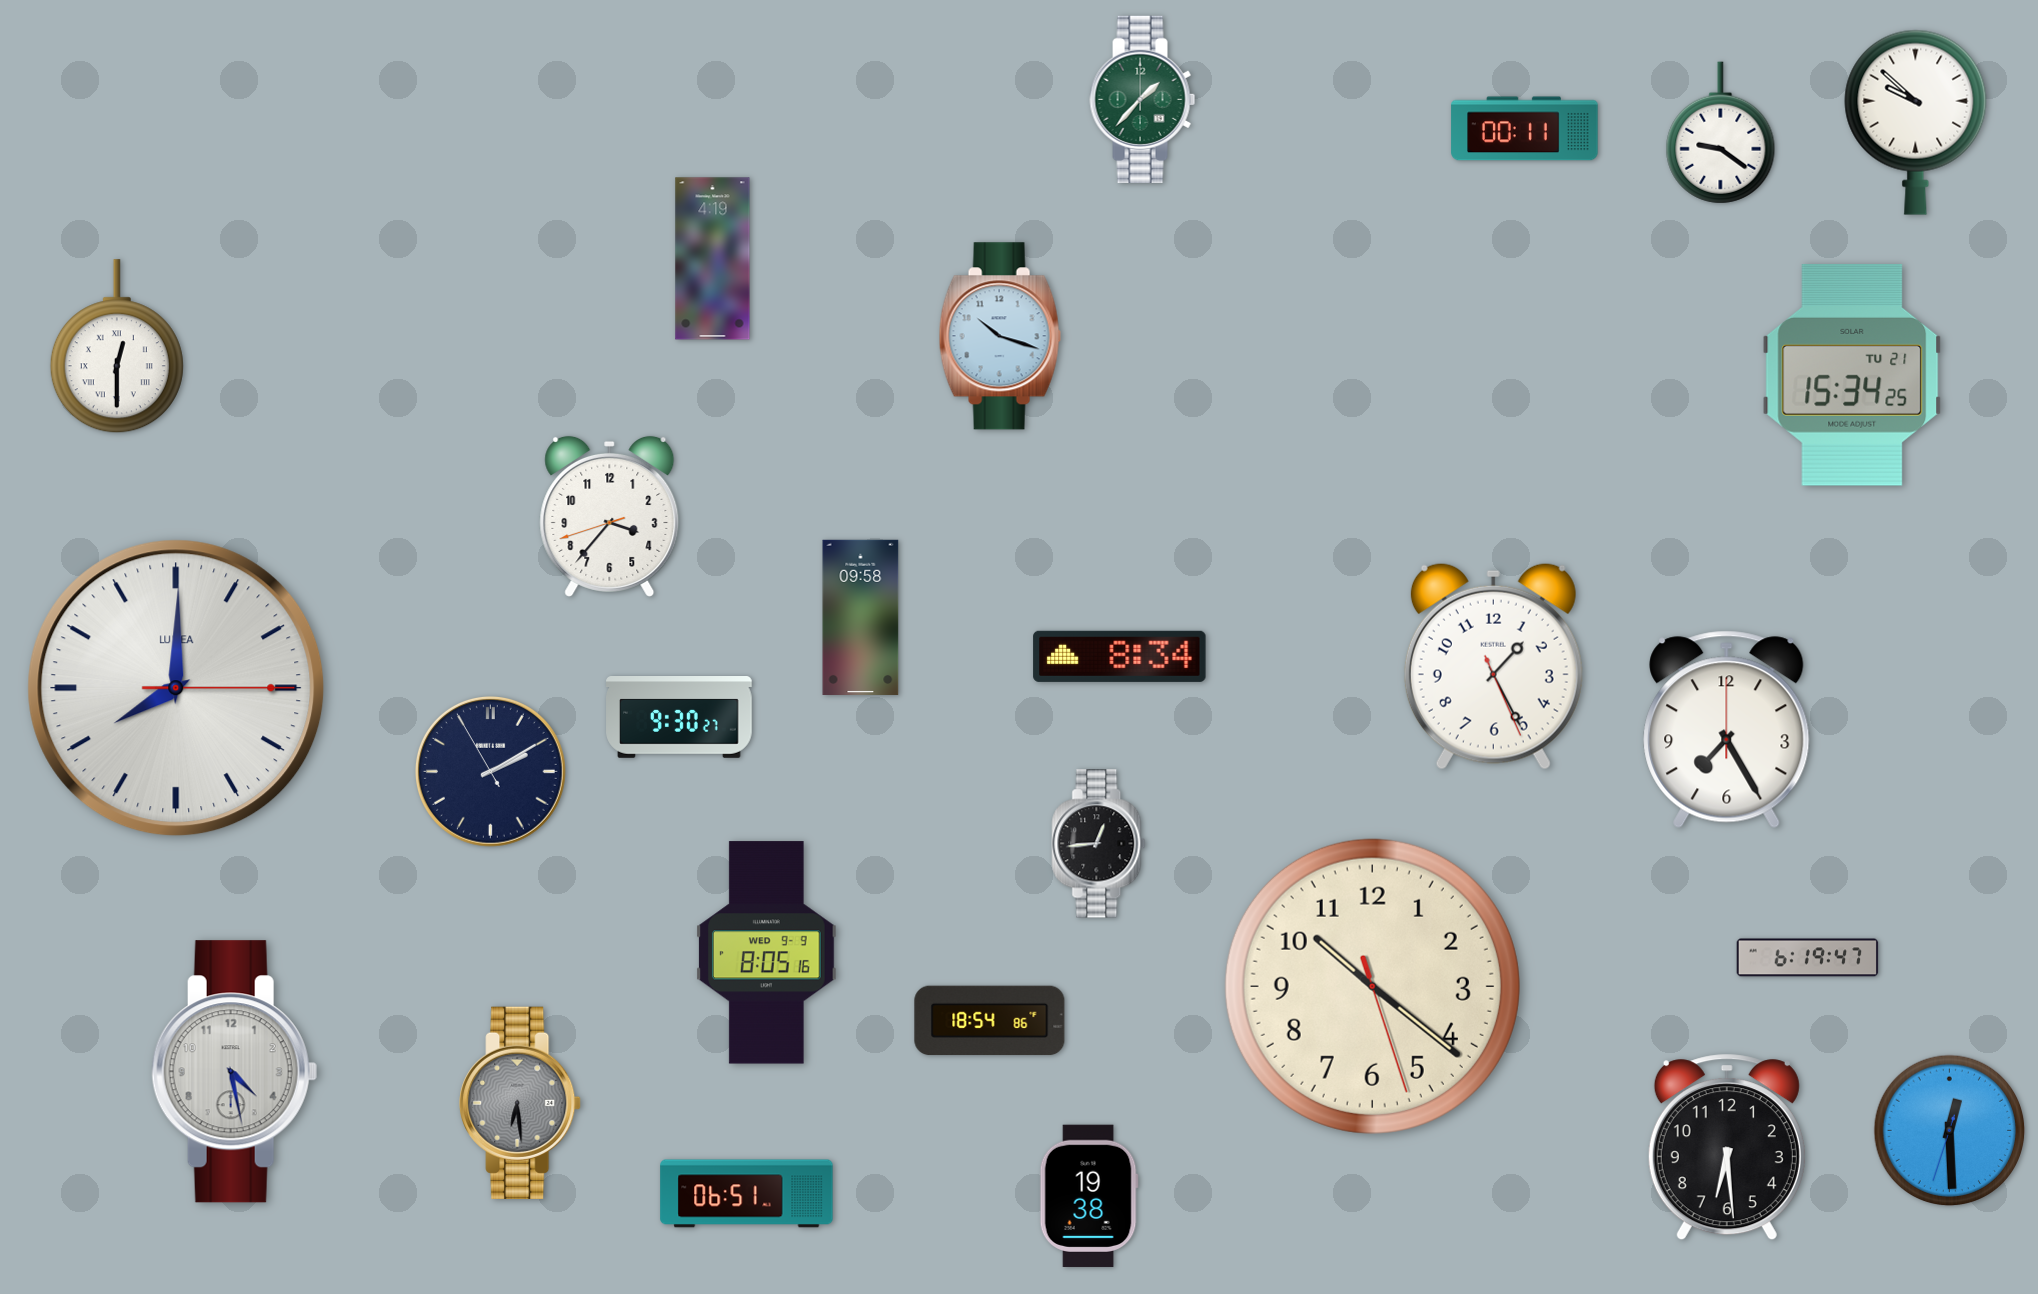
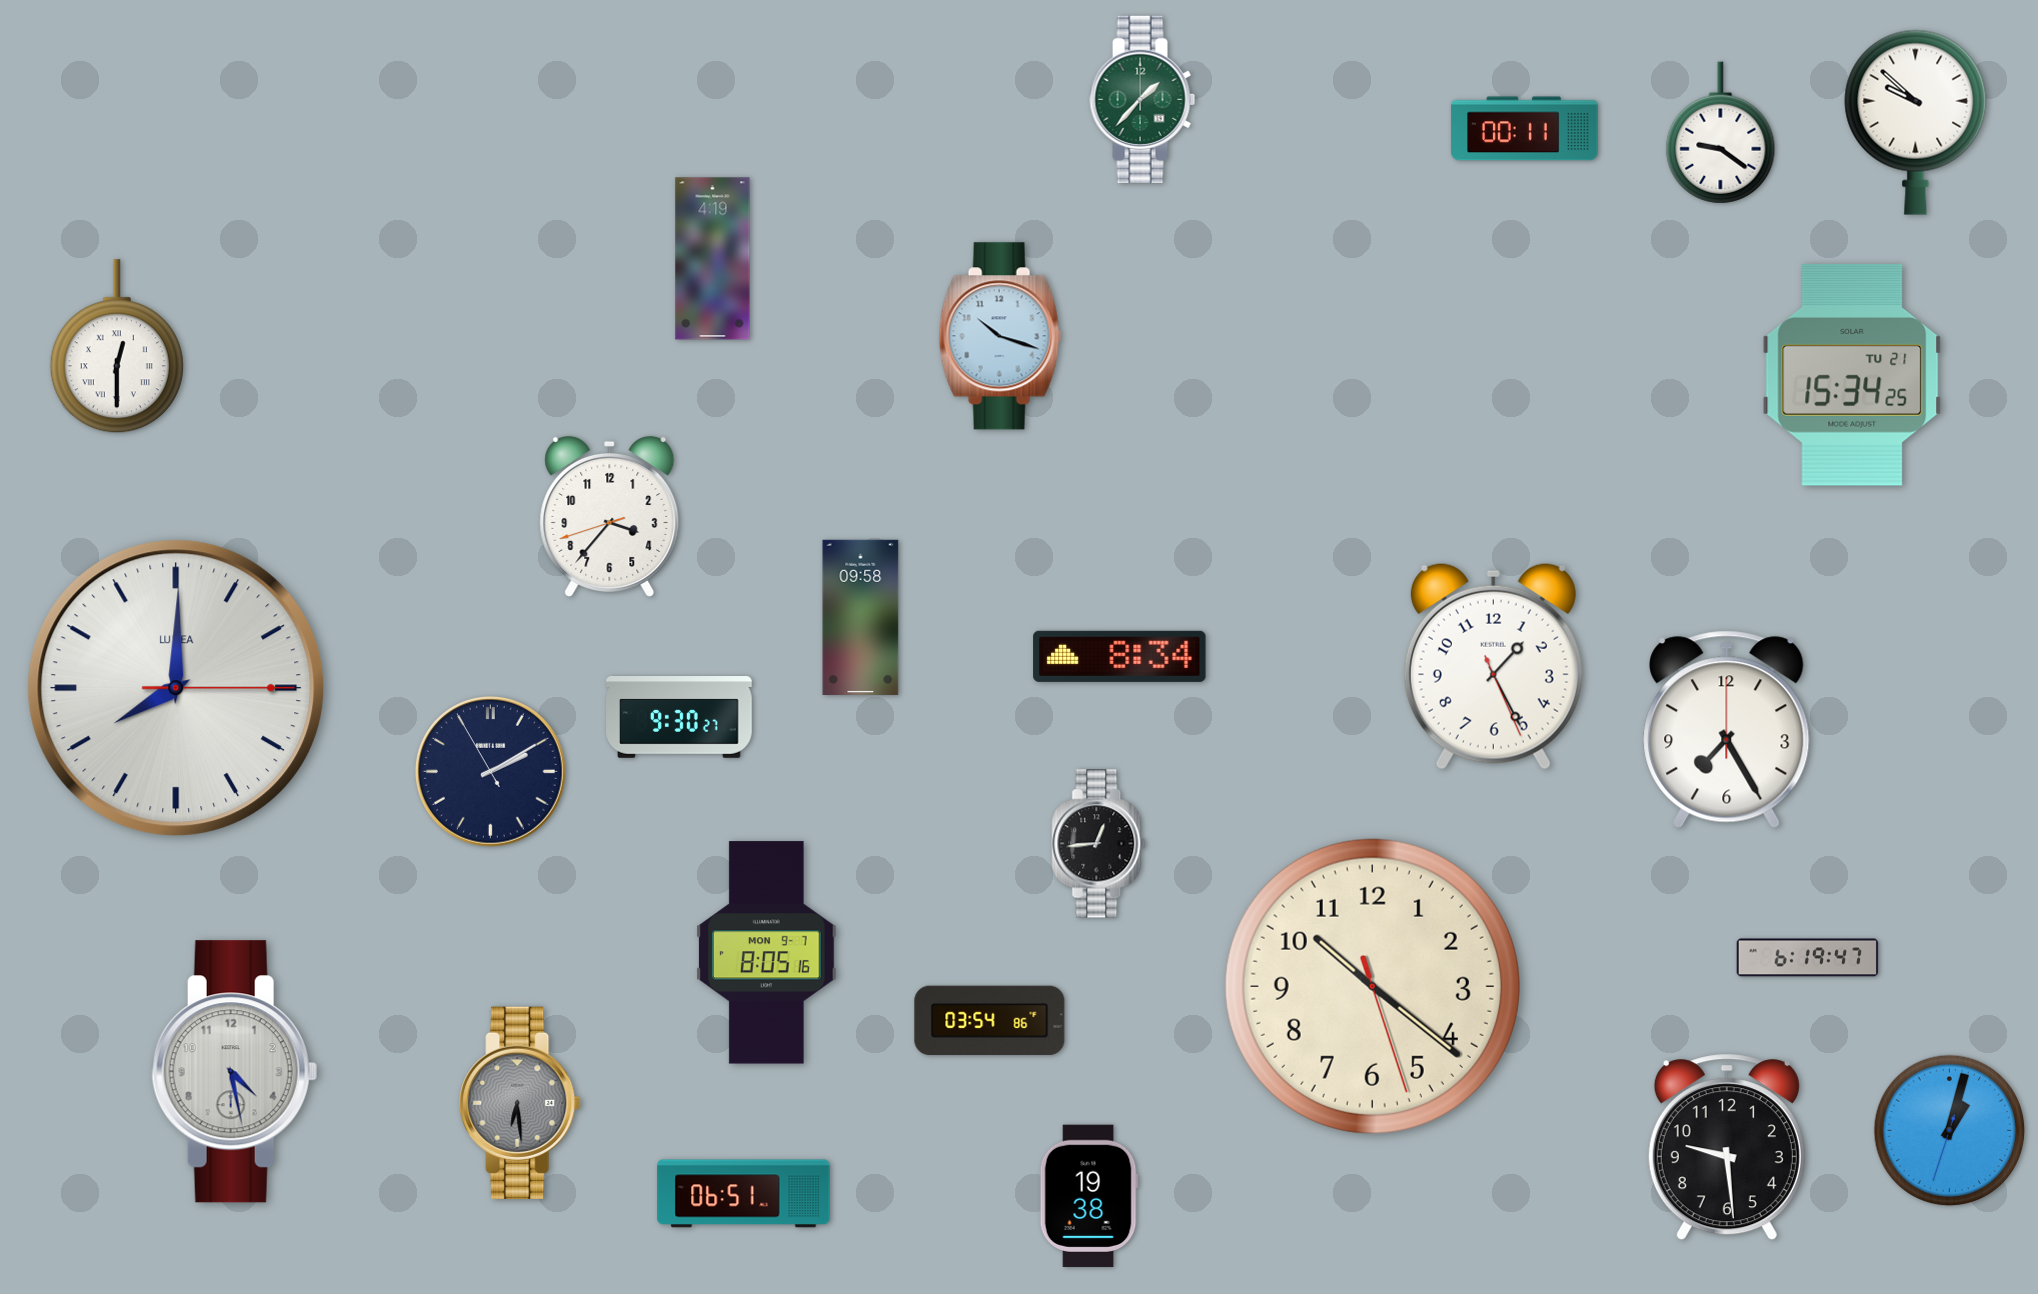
clock at (767, 953) date: WED 9-9 -> MON 9-7
clock at (990, 1021): 18:54 -> 03:54
clock at (1950, 1131): 12:29 -> 1:02
clock at (1727, 1147): 6:29 -> 9:29
clock at (747, 1194) position: (747, 1194) -> (744, 1194)
